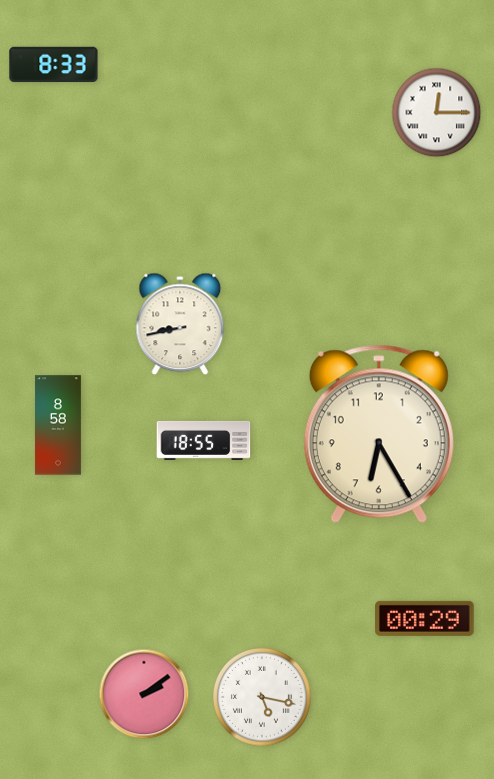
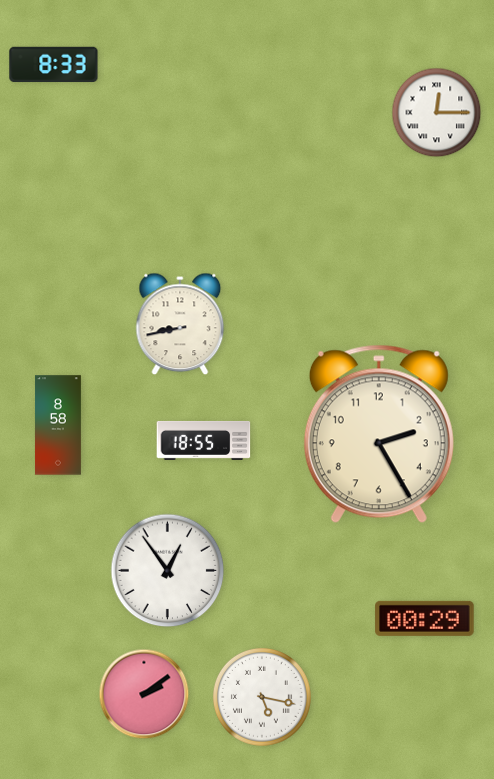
clock at (379, 434): 6:25 -> 2:25
clock at (168, 571): none -> 12:54
